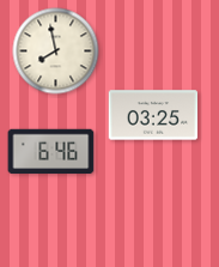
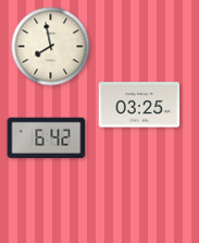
clock at (51, 152): 6:46 -> 6:42
